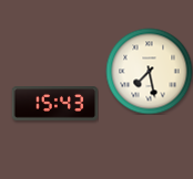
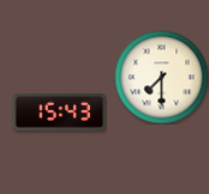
clock at (149, 71): 7:28 -> 7:30
